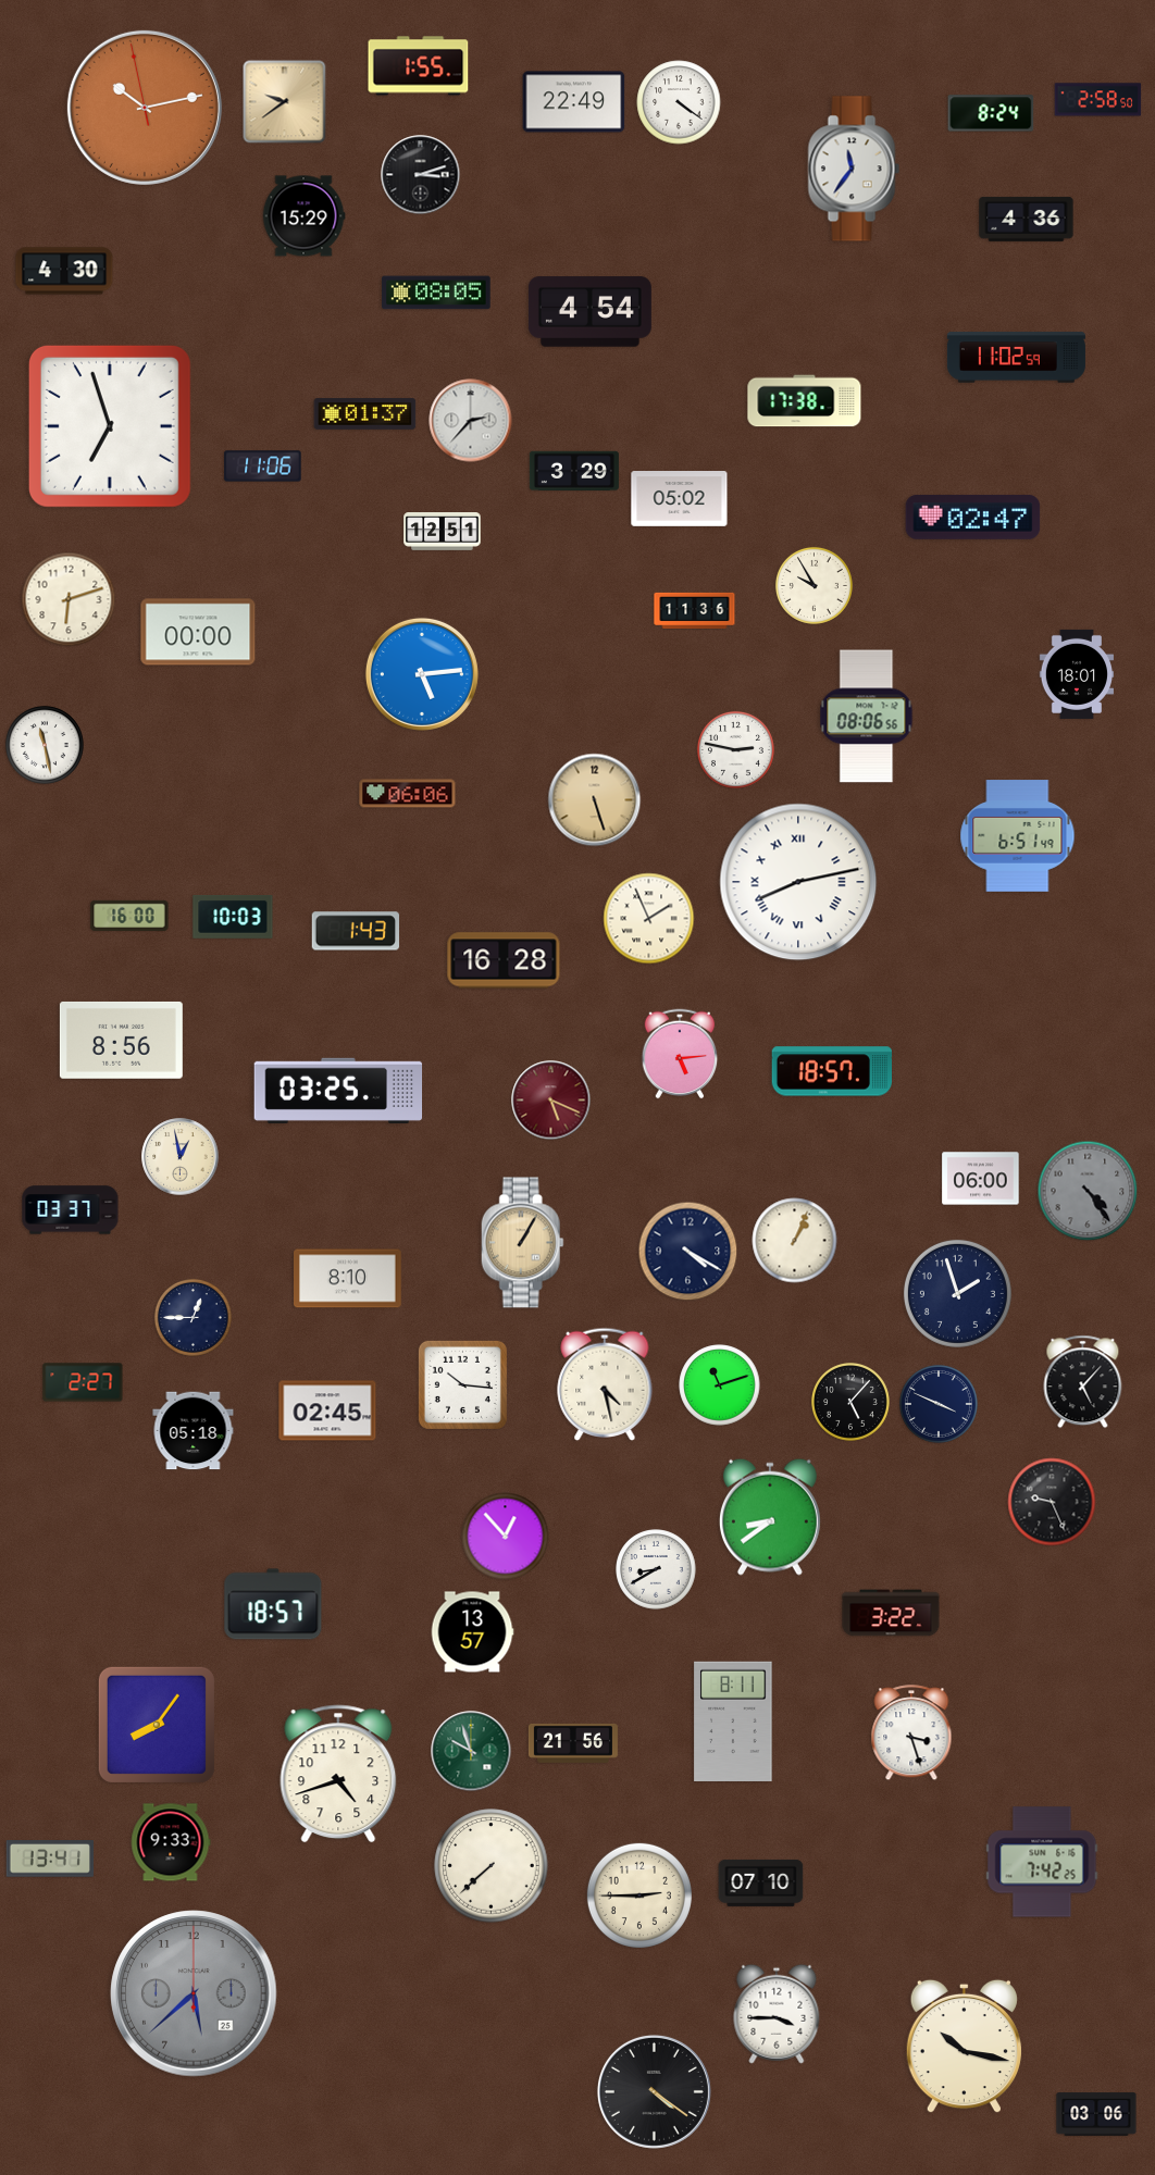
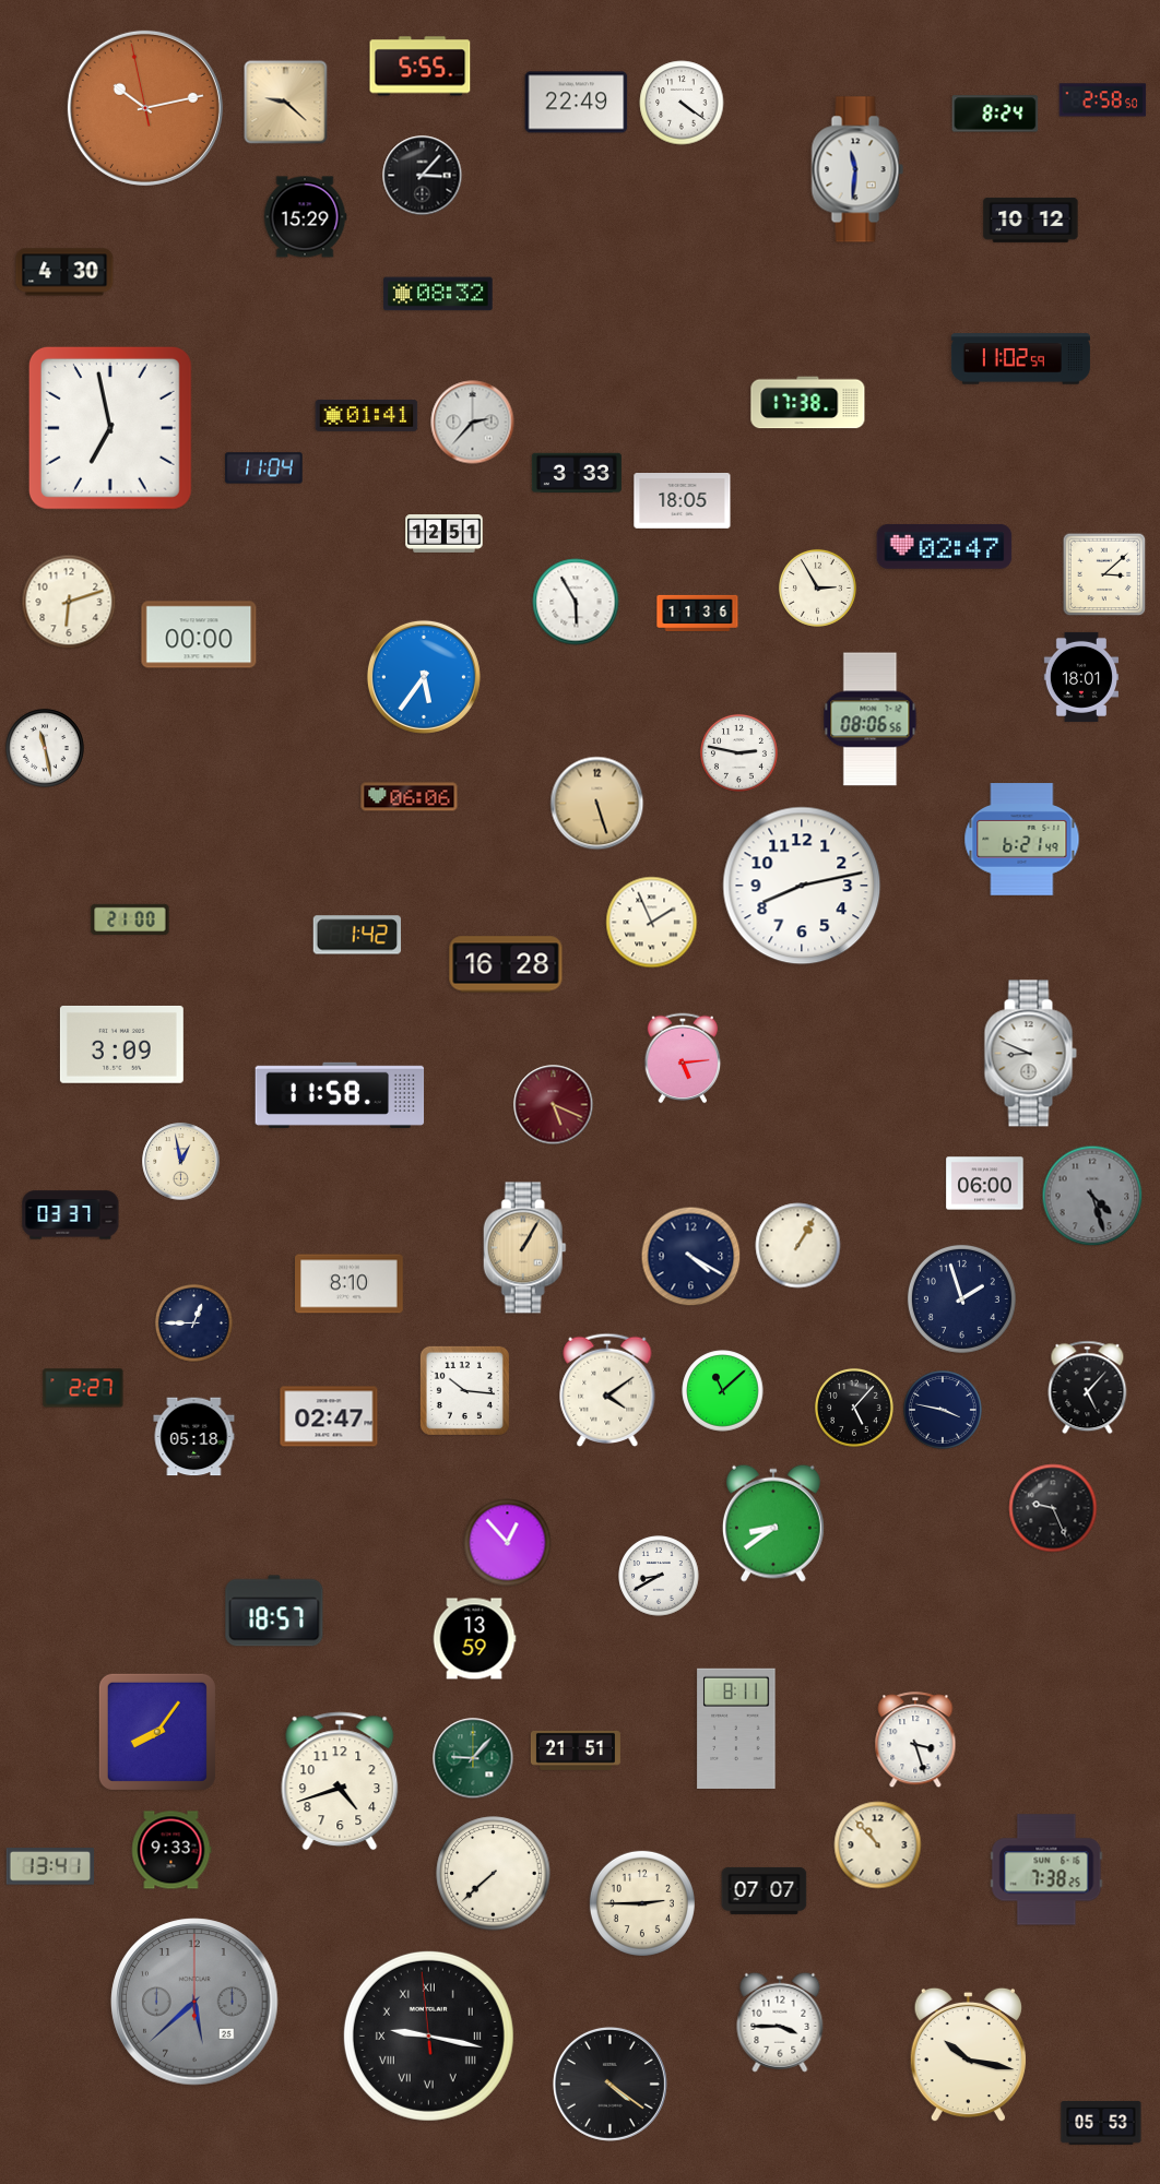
clock at (419, 66): 1:55 -> 5:55
clock at (285, 102): 9:39 -> 9:22
clock at (854, 169): 11:36 -> 11:31
clock at (421, 175): 3:12 -> 3:07
clock at (1027, 219): 4:36 -> 10:12
clock at (436, 293): 08:05 -> 08:32
clock at (589, 312): 4:54 -> none
clock at (365, 414): 01:37 -> 01:41
clock at (110, 426): 6:57 -> 6:58
clock at (263, 467): 11:06 -> 11:04
clock at (574, 470): 3:29 -> 3:33
clock at (680, 499): 05:02 -> 18:05
clock at (973, 517) position: (973, 517) -> (945, 546)
clock at (1104, 574): none -> 3:08
clock at (814, 585): 9:55 -> 2:55
clock at (576, 602): none -> 5:55
clock at (422, 674): 5:14 -> 5:36
clock at (1018, 836): 6:51 -> 6:21
clock at (798, 882) numerals: Roman -> Arabic
clock at (129, 916): 16:00 -> 21:00
clock at (233, 918): 10:03 -> none
clock at (355, 931): 1:43 -> 1:42
clock at (121, 1040): 8:56 -> 3:09
clock at (1030, 1054): none -> 8:49
clock at (831, 1071): 18:57 -> none
clock at (338, 1091): 03:25 -> 11:58
clock at (1088, 1191): 4:24 -> 4:27
clock at (795, 1241): 1:04 -> 1:05
clock at (605, 1383): 4:28 -> 4:09
clock at (720, 1385): 11:12 -> 11:08
clock at (939, 1404): 3:49 -> 3:47
clock at (327, 1410): 02:45 -> 02:47
clock at (1052, 1502) position: (1052, 1502) -> (1053, 1508)
clock at (891, 1613): 3:22 -> none
clock at (472, 1632): 13:57 -> 13:59
clock at (573, 1743): 21:56 -> 21:51
clock at (471, 1751): 9:57 -> 9:07
clock at (878, 1845): none -> 10:53
clock at (1042, 1862): 7:42 -> 7:38
clock at (761, 1882): 07:10 -> 07:07
clock at (428, 2035): none -> 9:16
clock at (654, 2091) position: (654, 2091) -> (609, 2084)
clock at (1096, 2114): 03:06 -> 05:53
